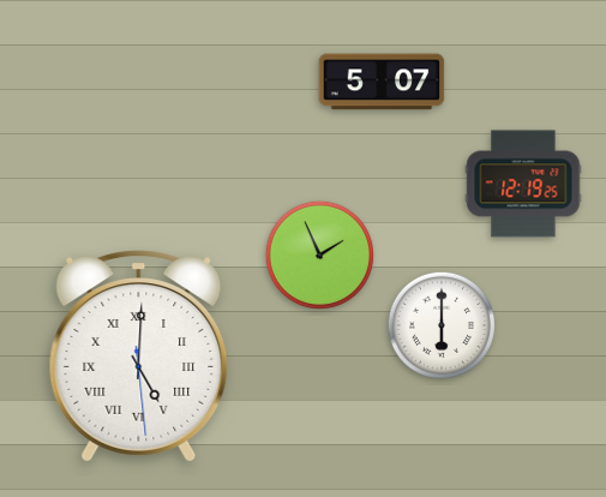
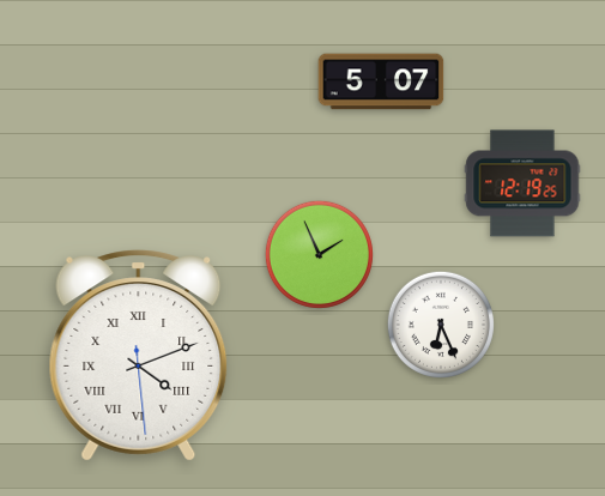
clock at (440, 324): 6:00 -> 6:26
clock at (139, 357): 5:00 -> 4:11
